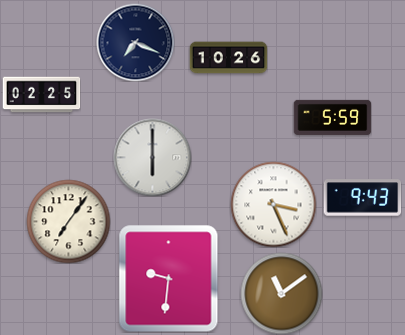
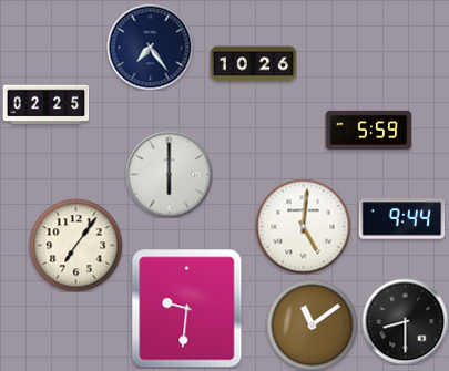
clock at (135, 42): 7:19 -> 7:24
clock at (362, 198): 9:43 -> 9:44
clock at (273, 204): 3:26 -> 5:01
clock at (405, 321): none -> 8:30
